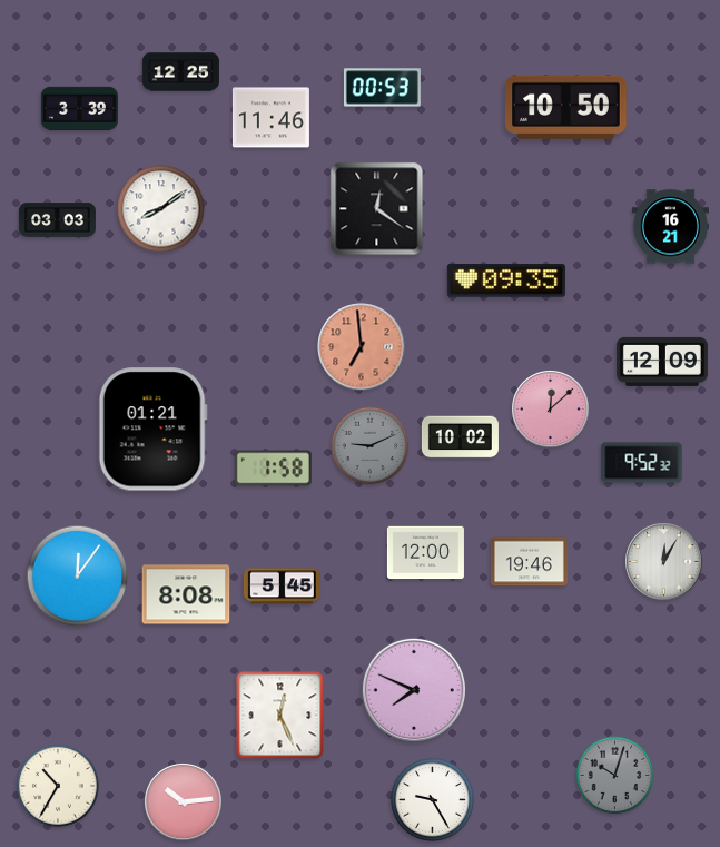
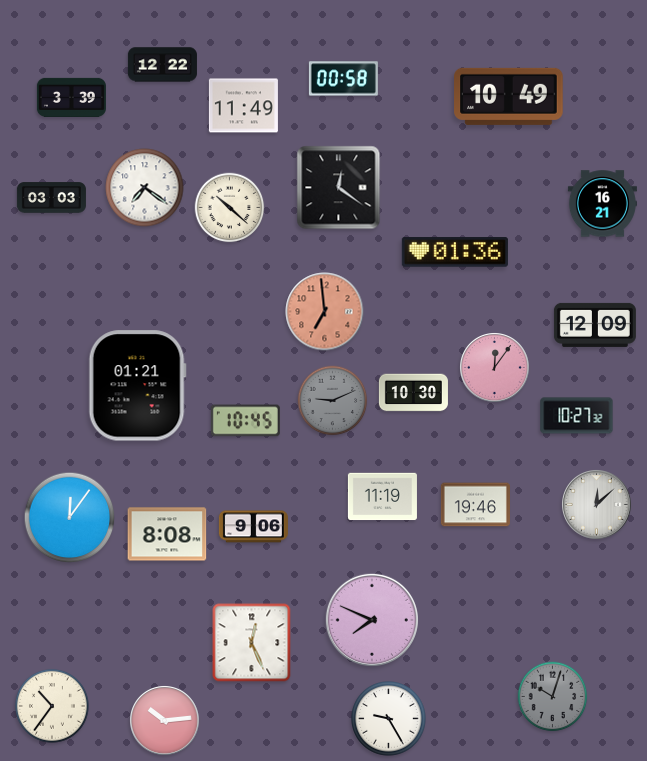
clock at (180, 72): 12:25 -> 12:22
clock at (382, 88): 00:53 -> 00:58
clock at (566, 107): 10:50 -> 10:49
clock at (270, 118): 11:46 -> 11:49
clock at (161, 209): 8:09 -> 7:21
clock at (230, 208): none -> 10:22
clock at (506, 280): 09:35 -> 01:36
clock at (551, 410): 12:08 -> 12:06
clock at (460, 437): 10:02 -> 10:30
clock at (642, 463): 9:52 -> 10:27
clock at (273, 469): 1:58 -> 10:45
clock at (425, 553): 12:00 -> 11:19
clock at (664, 562): 12:05 -> 12:08
clock at (282, 587): 5:45 -> 9:06
clock at (58, 786): 10:35 -> 10:36
